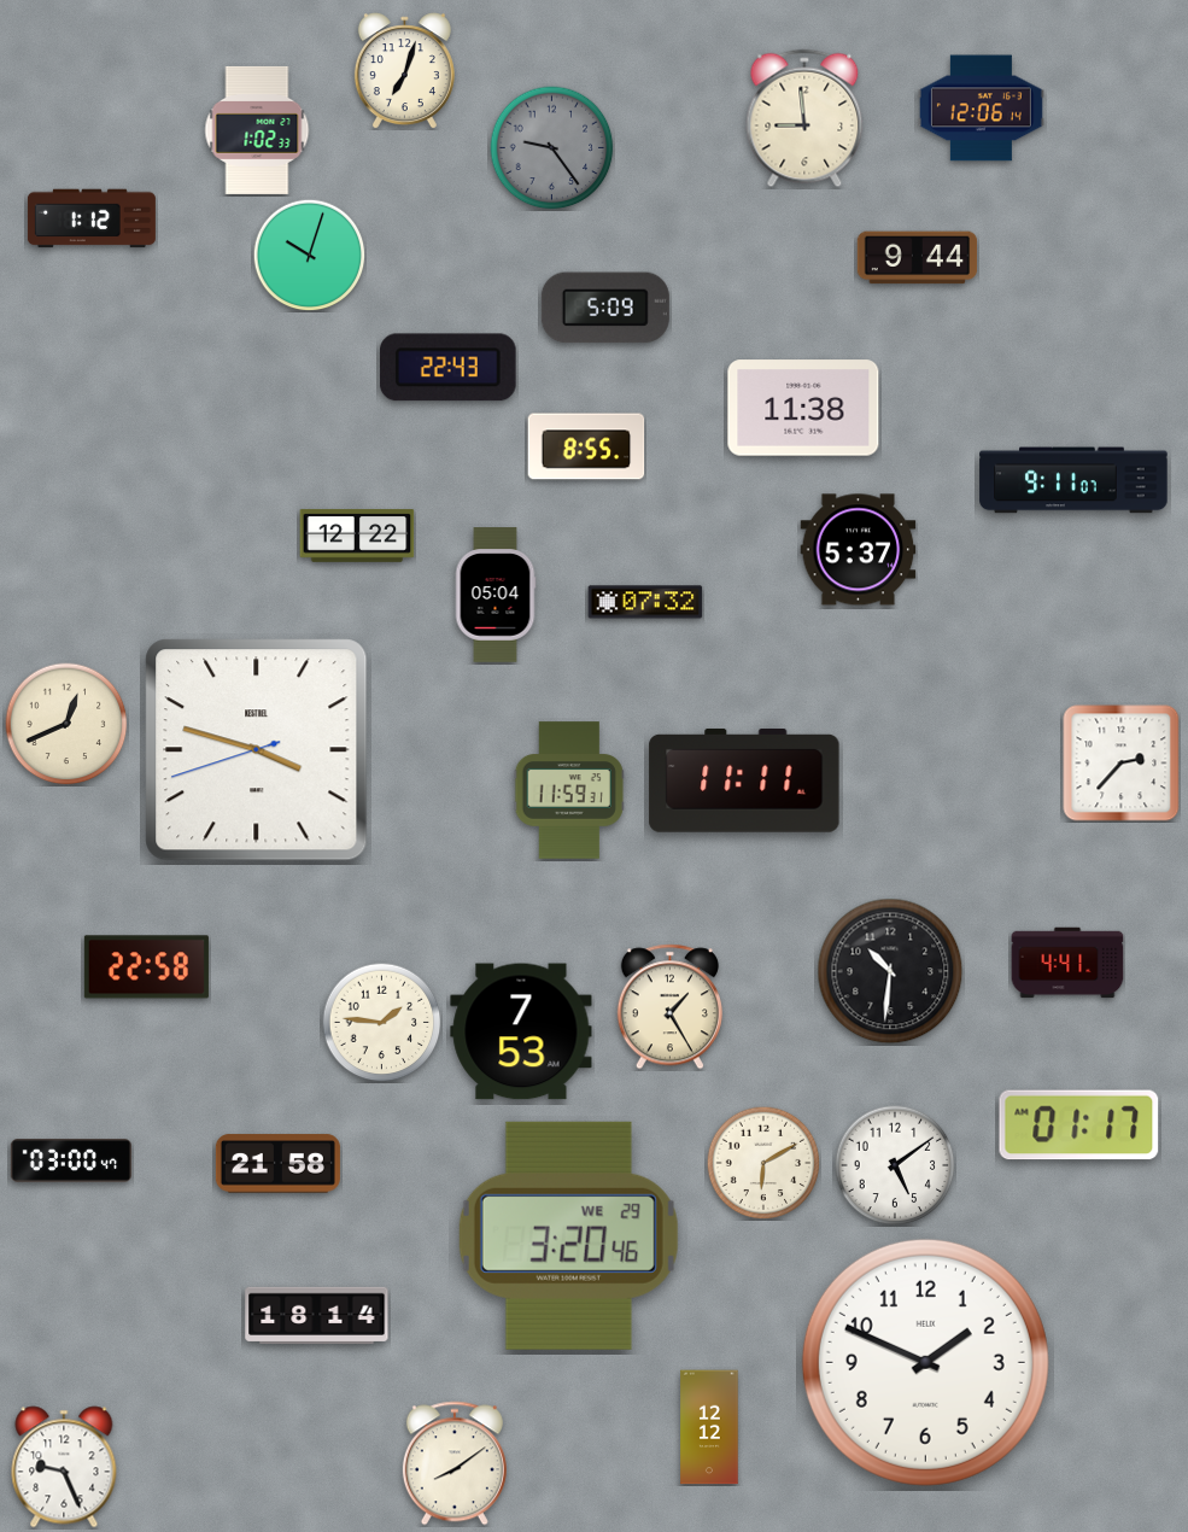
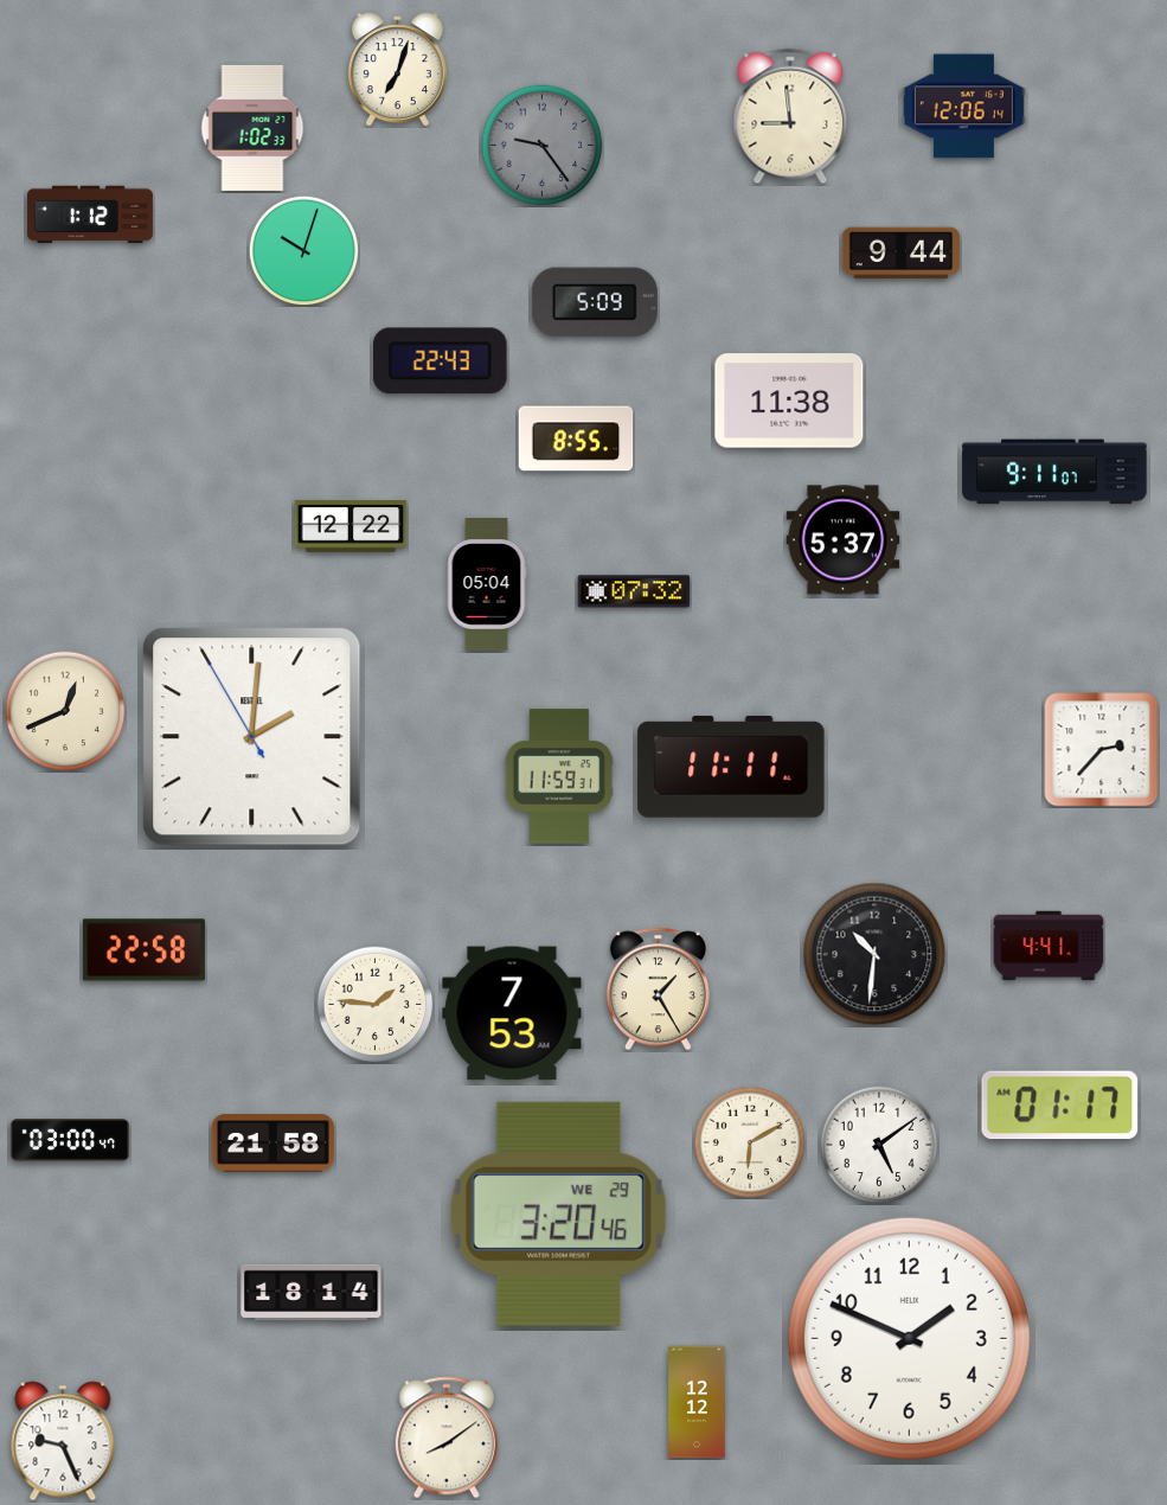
clock at (257, 750): 3:47 -> 2:00
